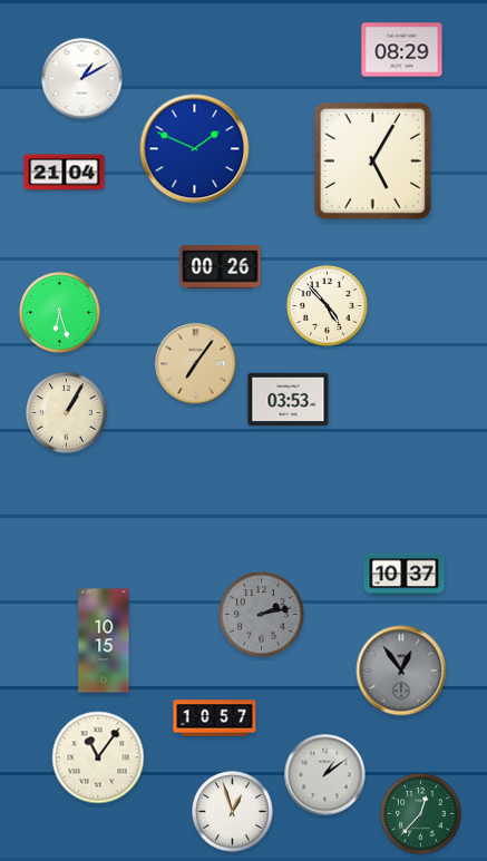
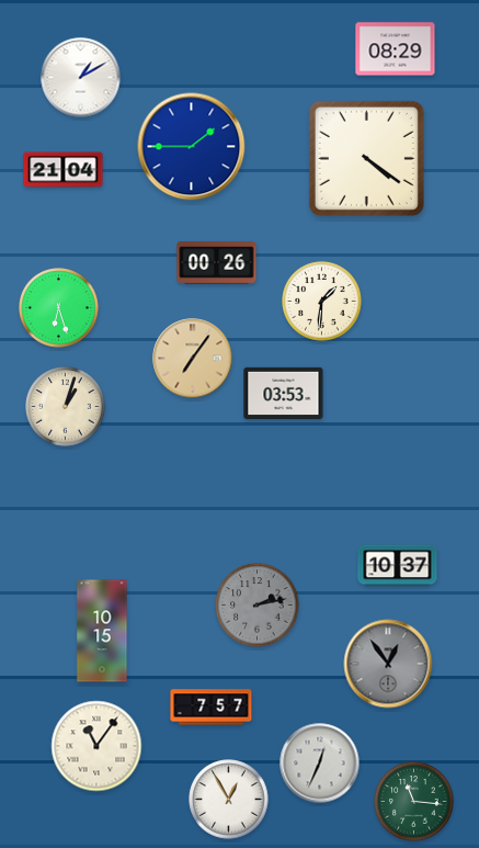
clock at (195, 149): 1:49 -> 1:45
clock at (372, 160): 5:05 -> 4:21
clock at (328, 306): 4:53 -> 1:31
clock at (67, 413): 1:05 -> 1:03
clock at (401, 671) position: (401, 671) -> (388, 664)
clock at (215, 718): 10:57 -> 7:57
clock at (325, 775): 1:09 -> 12:34
clock at (233, 812): 12:57 -> 12:55
clock at (421, 814): 12:37 -> 11:16
